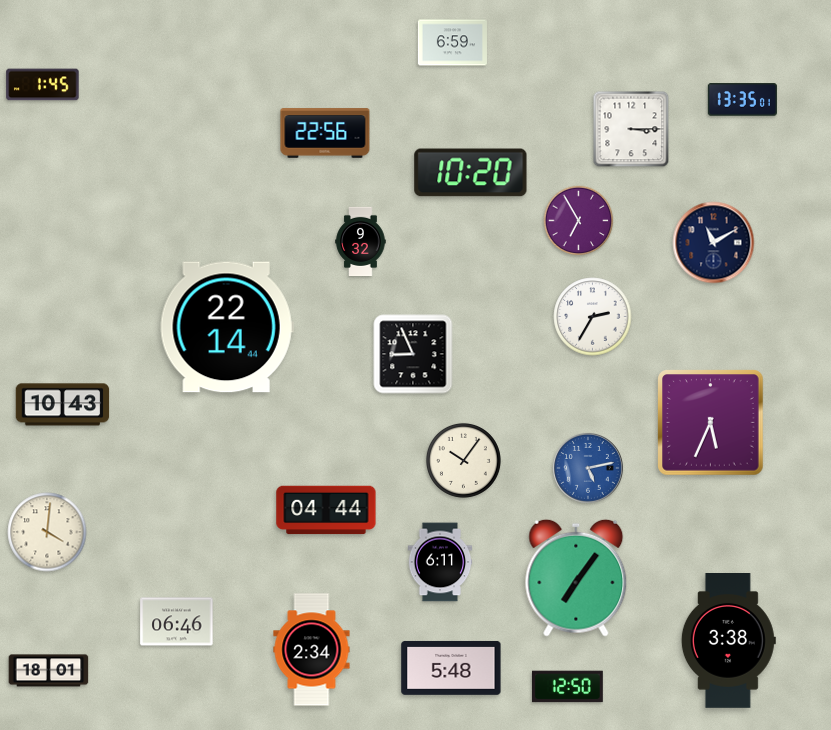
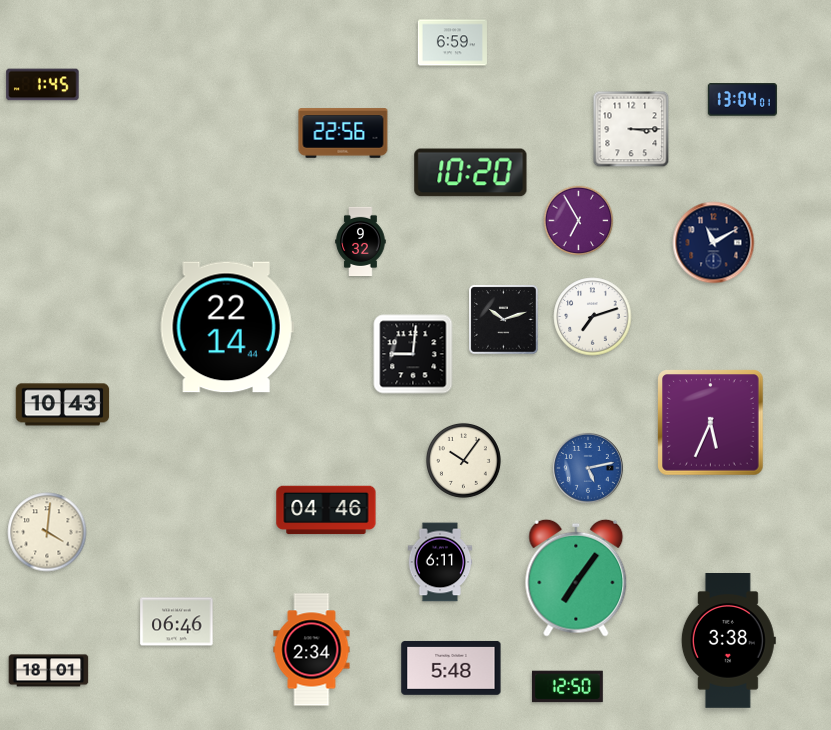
clock at (742, 100): 13:35 -> 13:04
clock at (325, 133) position: (325, 133) -> (343, 133)
clock at (593, 317): 2:35 -> 7:12
clock at (504, 320): none -> 10:12
clock at (413, 354): 8:56 -> 9:01
clock at (326, 510): 04:44 -> 04:46
